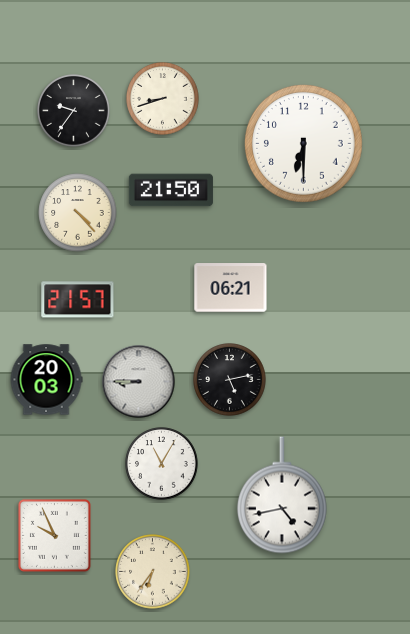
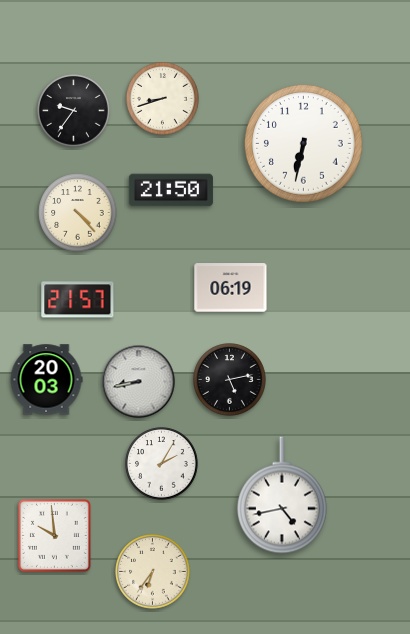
clock at (303, 143): 6:30 -> 6:32
clock at (231, 288): 06:21 -> 06:19
clock at (139, 382): 8:45 -> 8:43
clock at (162, 464): 11:05 -> 2:05
clock at (54, 535): 9:56 -> 9:59
